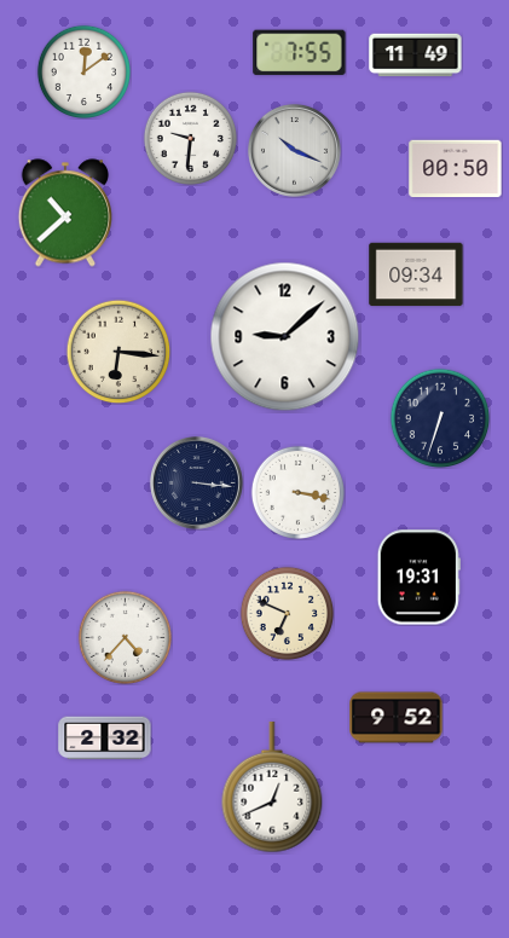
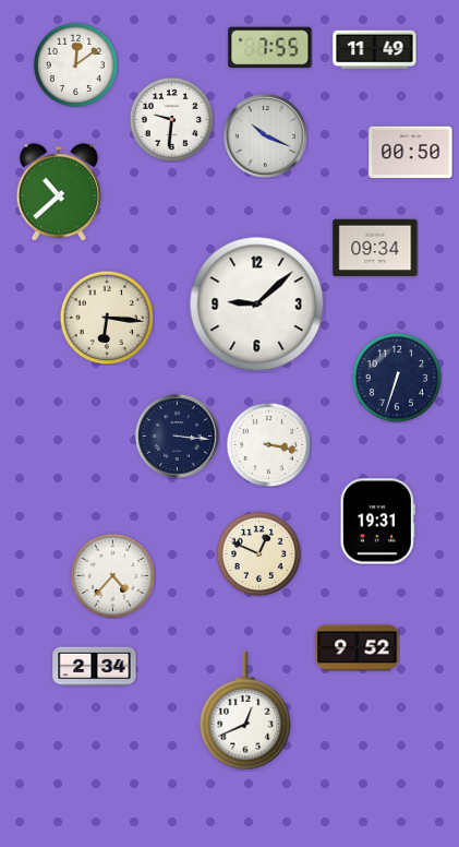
clock at (190, 138) position: (190, 138) -> (171, 119)
clock at (287, 613): 6:49 -> 12:49
clock at (105, 739): 2:32 -> 2:34
